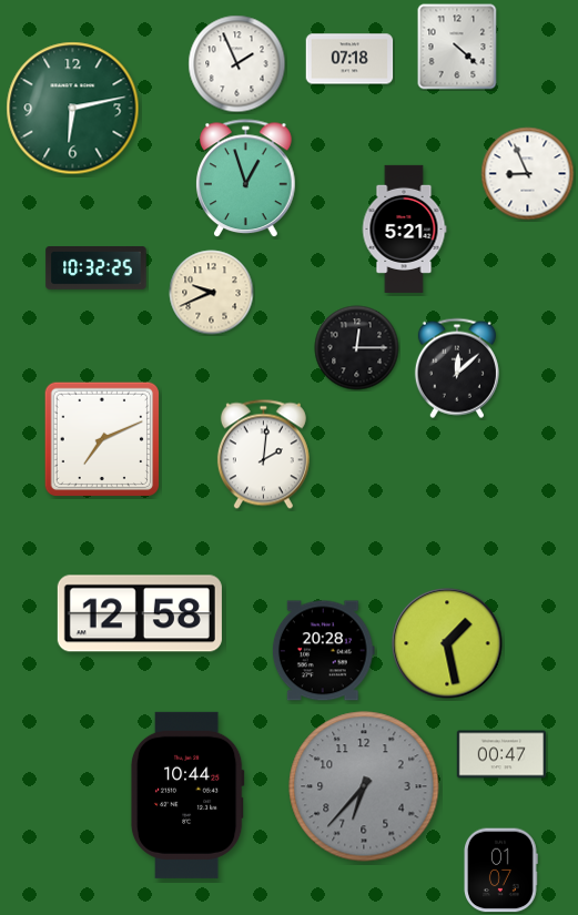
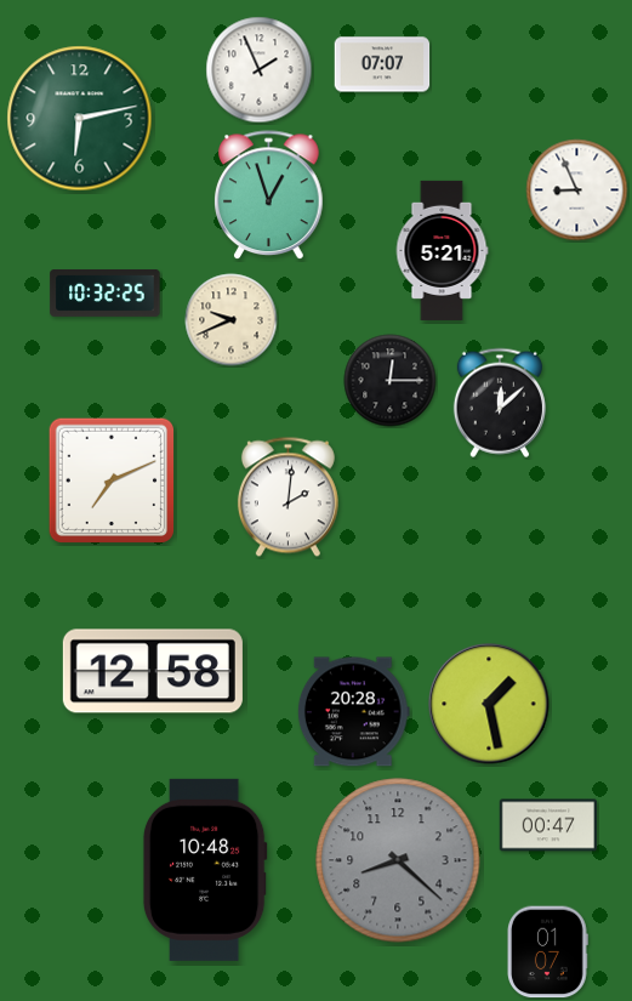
clock at (457, 47): 4:22 -> none
clock at (349, 59): 07:18 -> 07:07
clock at (364, 786): 6:37 -> 8:22
clock at (187, 795): 10:44 -> 10:48
